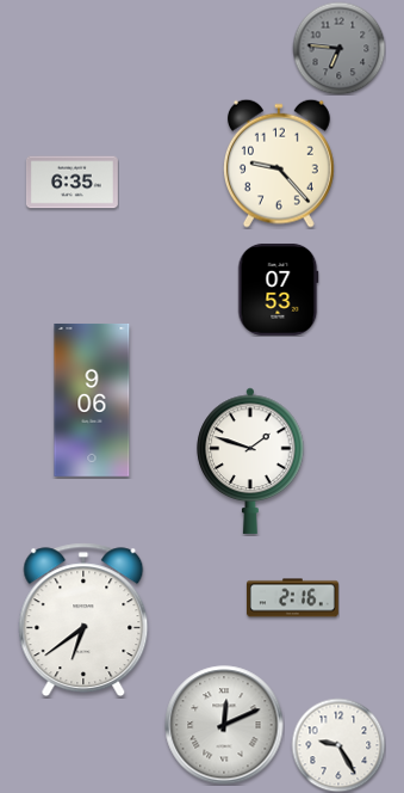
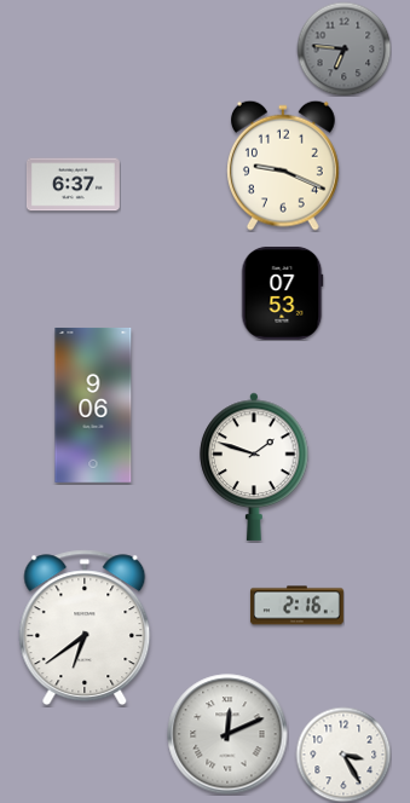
clock at (279, 164): 9:23 -> 9:19
clock at (72, 183): 6:35 -> 6:37
clock at (338, 745): 9:25 -> 3:25
